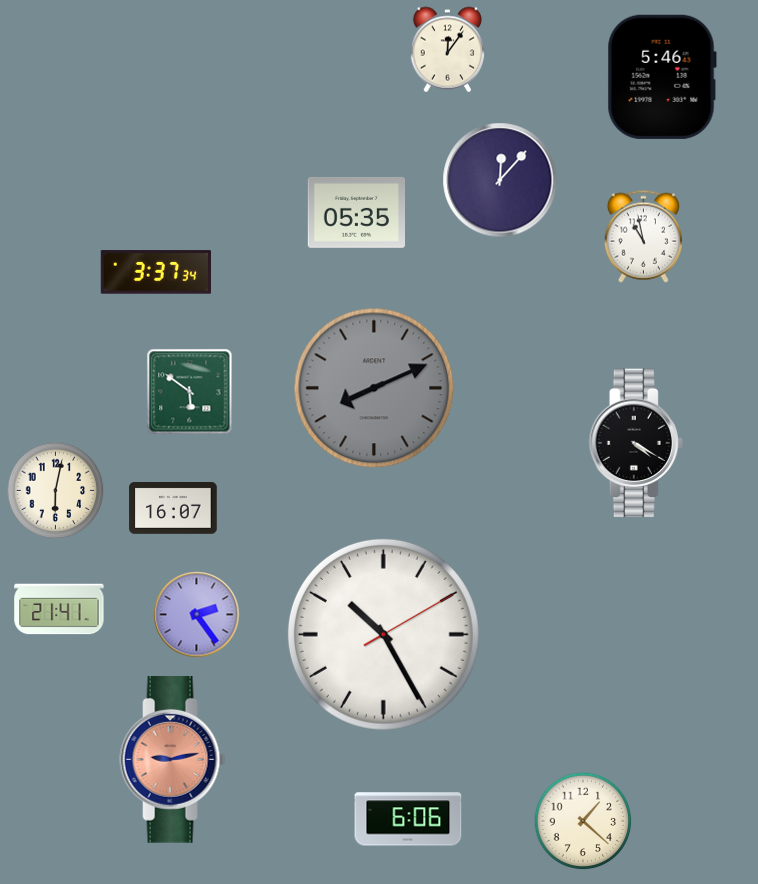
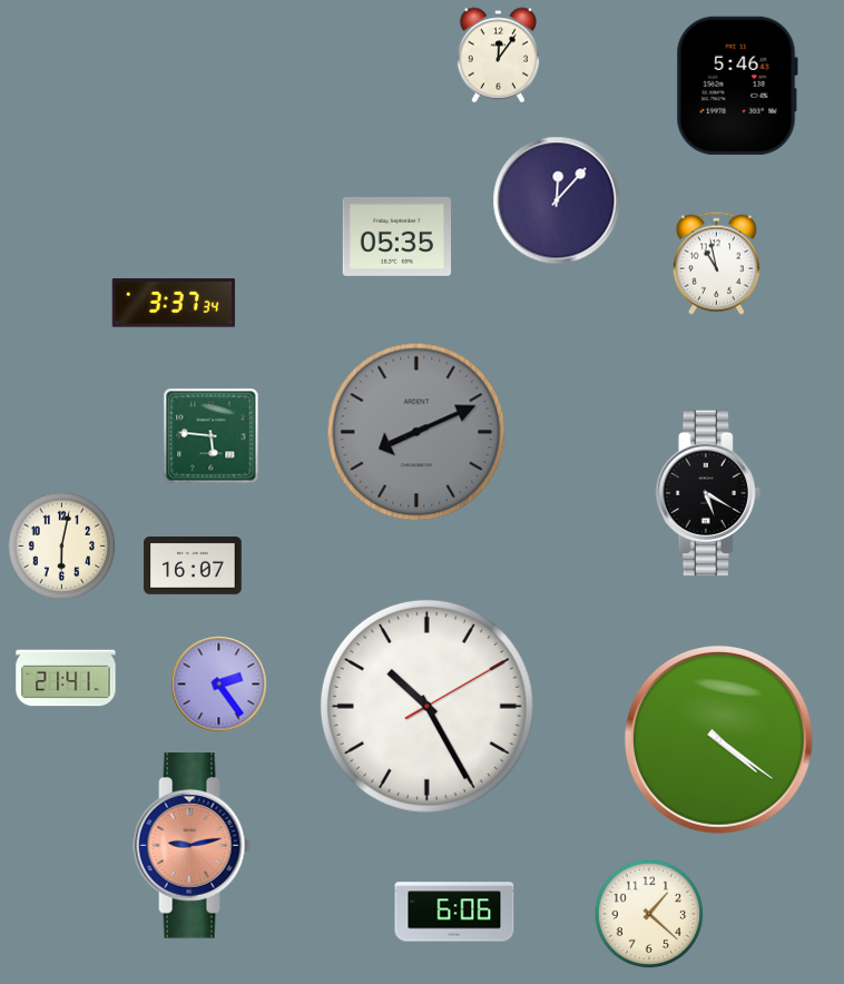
clock at (190, 392): 5:51 -> 5:46
clock at (636, 443): 4:20 -> 5:20
clock at (718, 739): none -> 4:21
